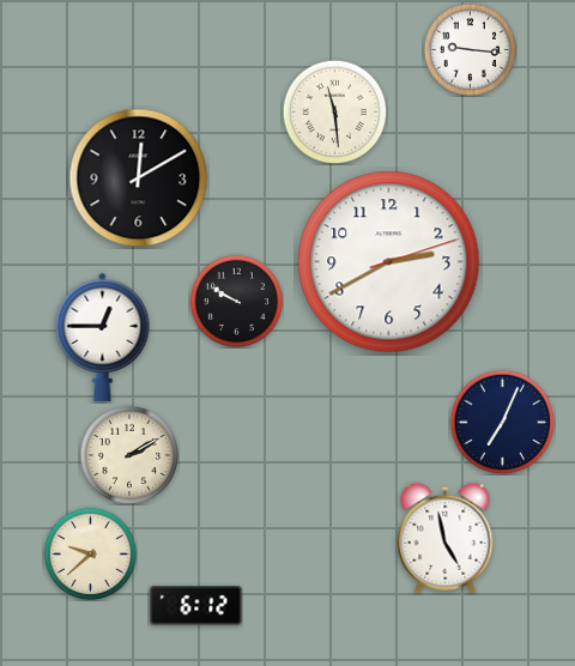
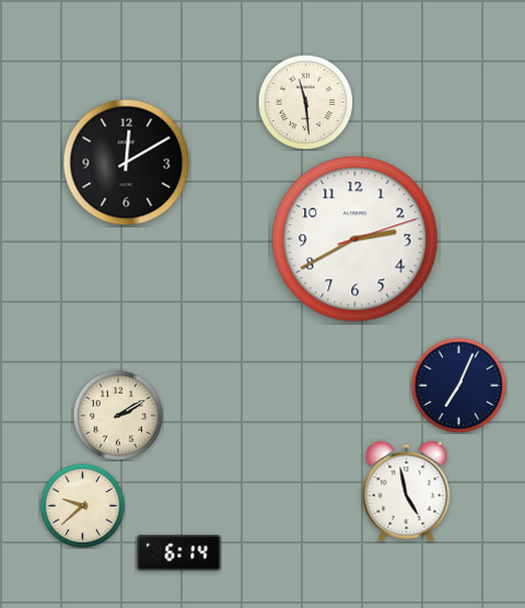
clock at (470, 49): 9:16 -> none
clock at (236, 301): 9:50 -> none
clock at (103, 337): 12:45 -> none
clock at (196, 606): 6:12 -> 6:14
